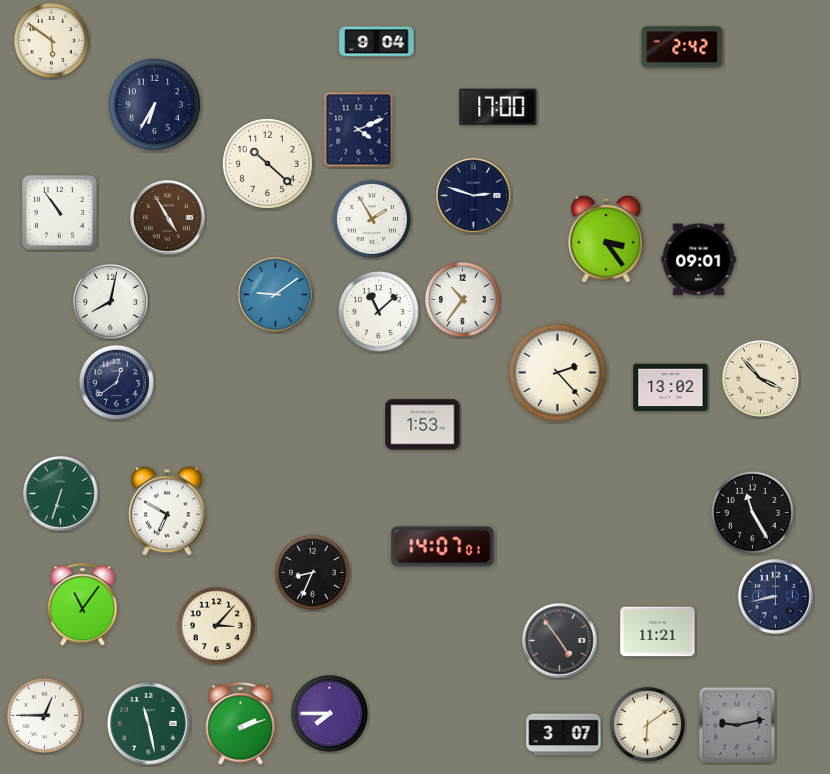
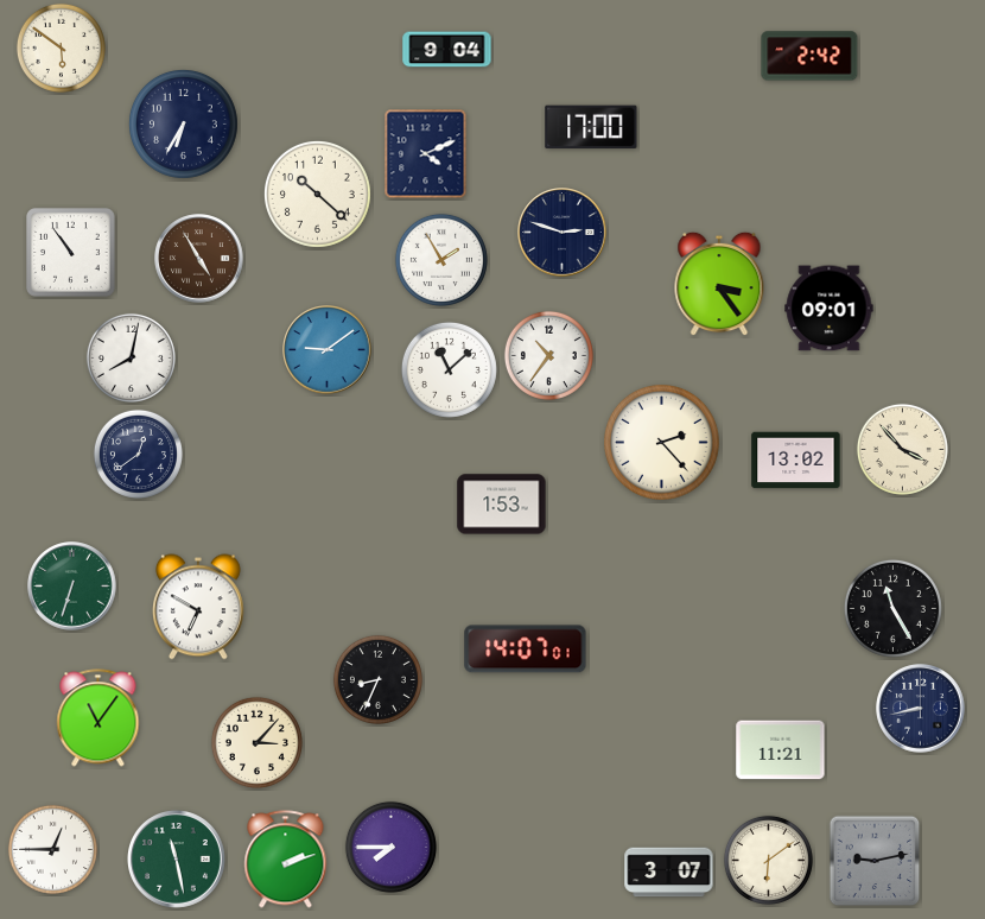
clock at (312, 572) position: (312, 572) -> (377, 679)
clock at (560, 641): 4:54 -> none
